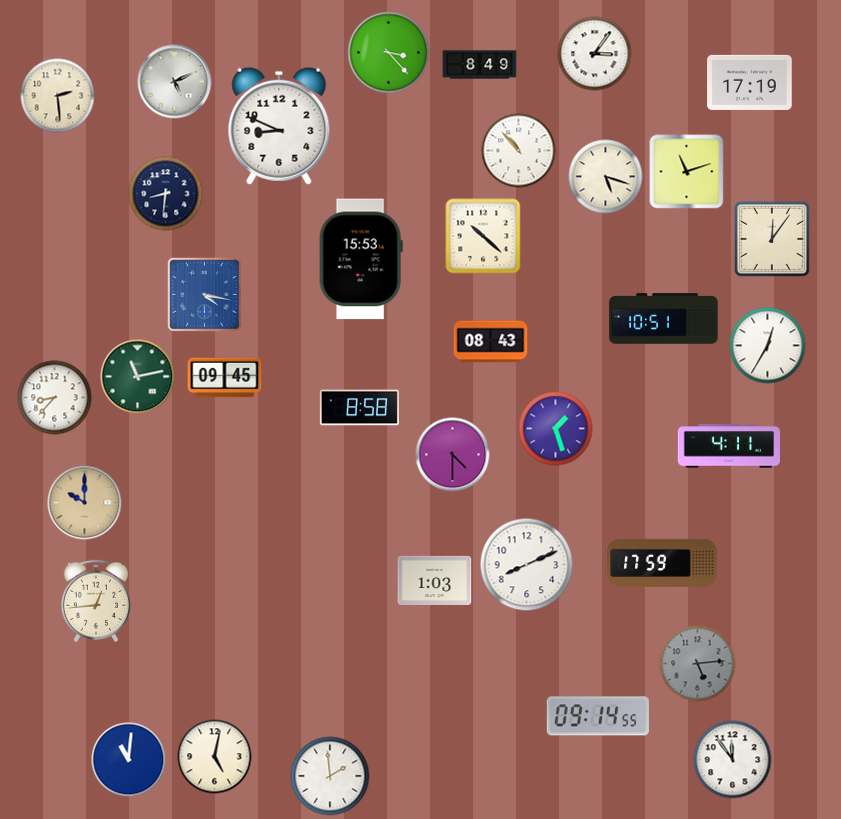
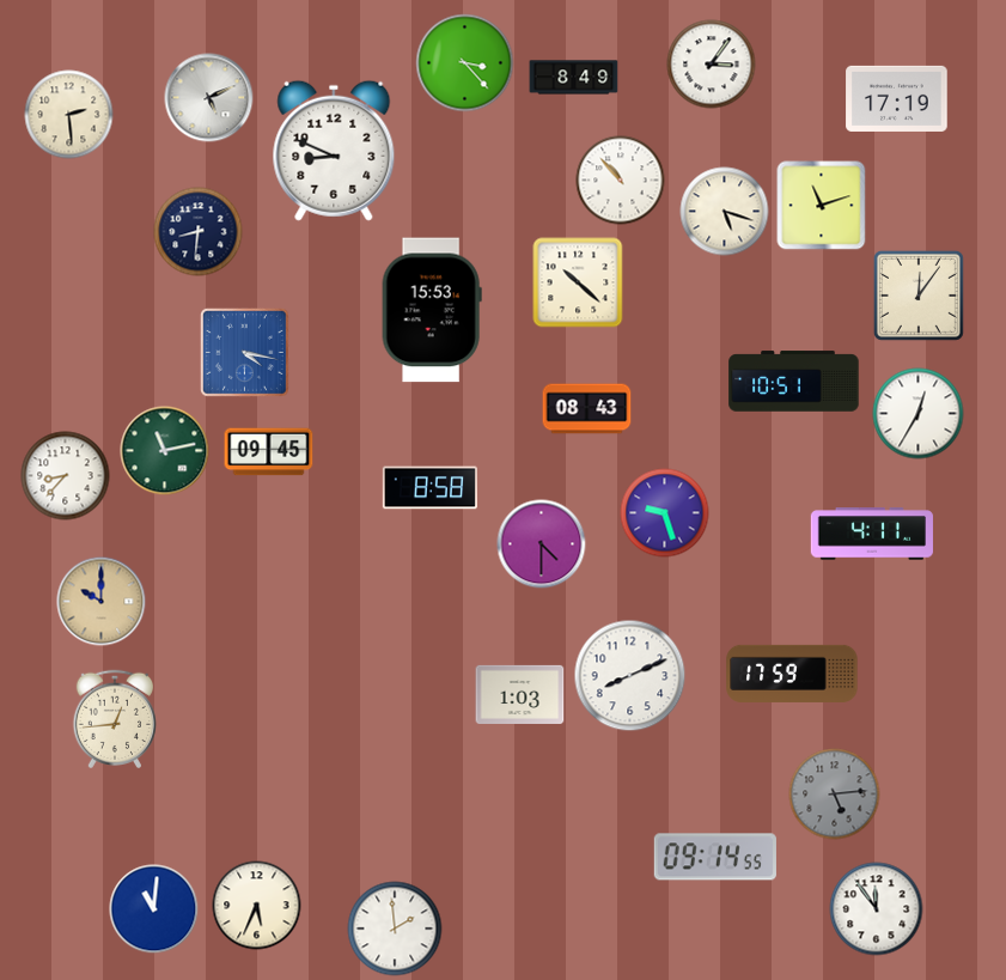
clock at (772, 239) position: (772, 239) -> (919, 296)
clock at (556, 429): 1:27 -> 9:27
clock at (215, 757): 5:02 -> 5:34
